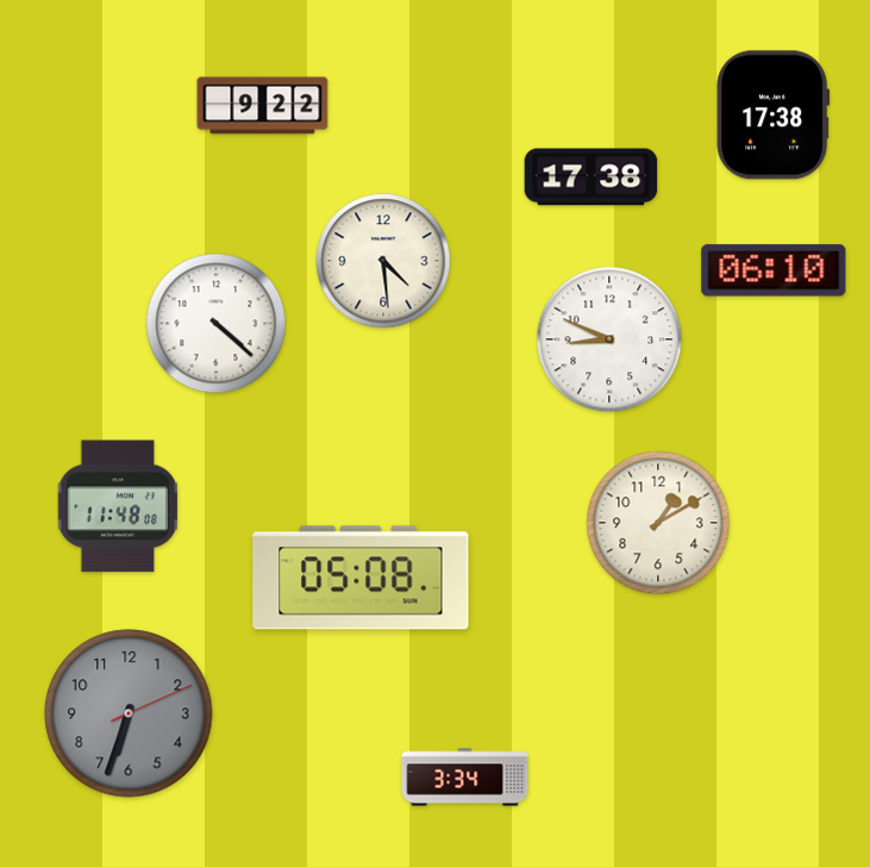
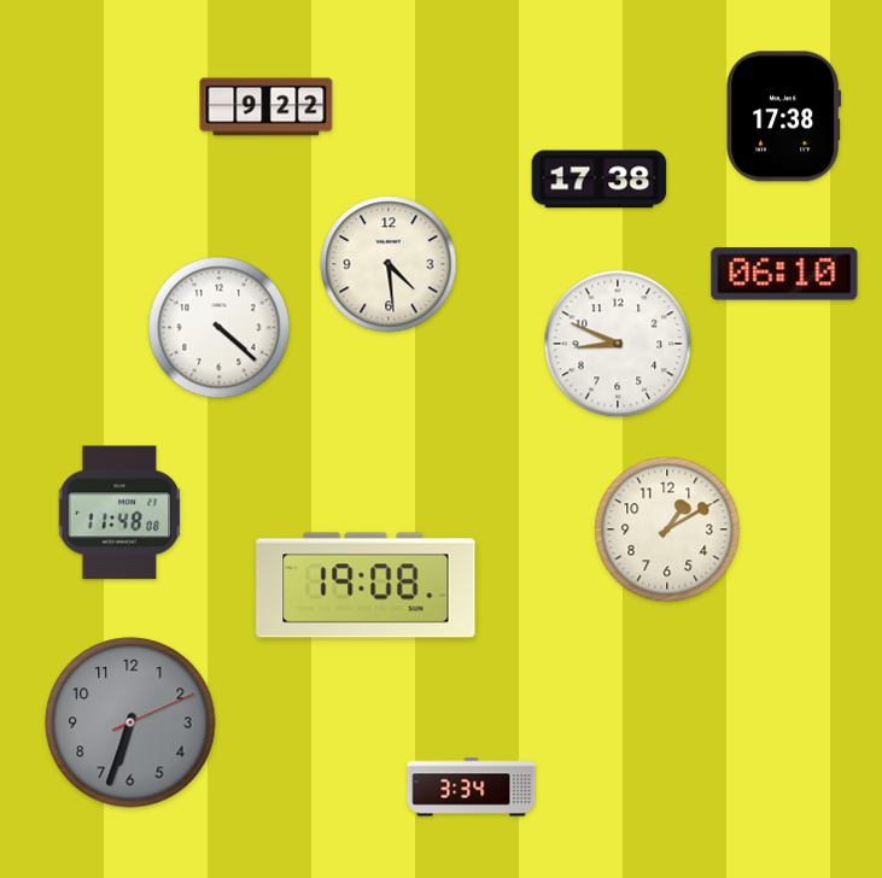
clock at (361, 578): 05:08 -> 19:08
